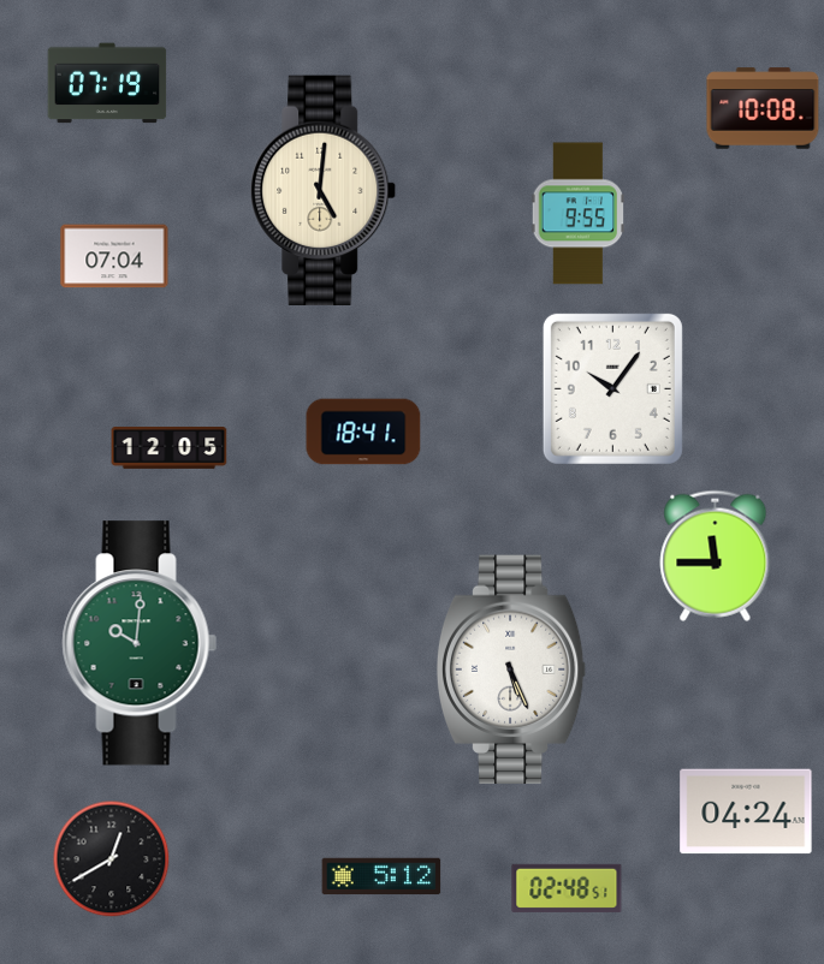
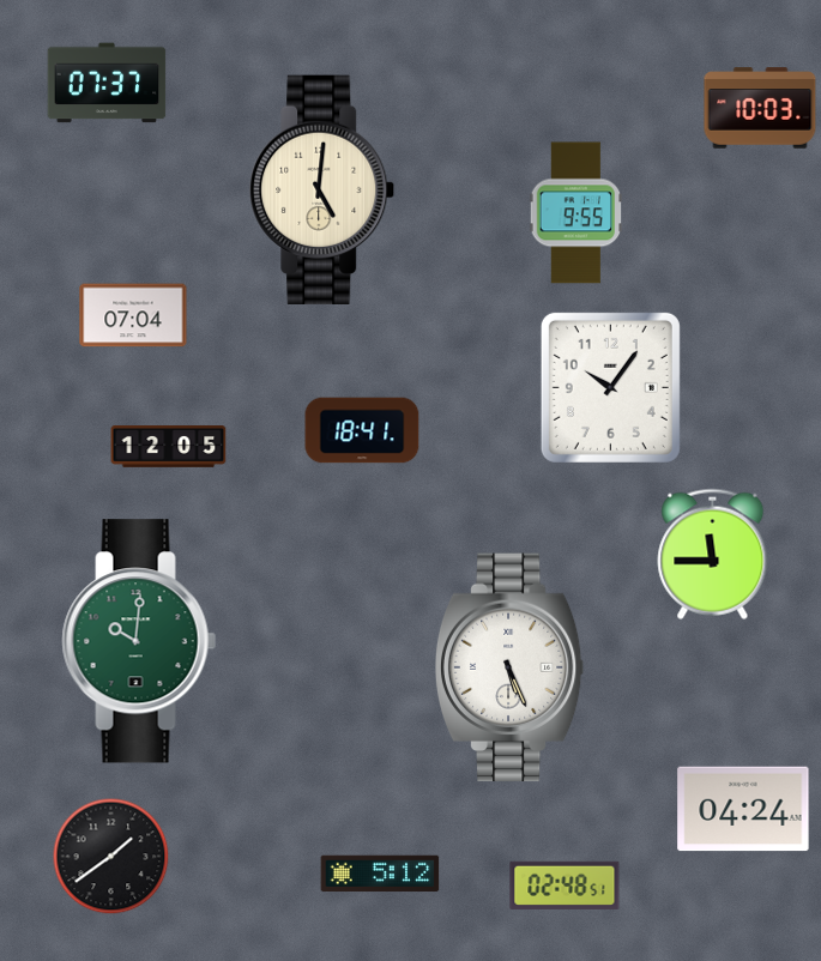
clock at (107, 83): 07:19 -> 07:37
clock at (763, 108): 10:08 -> 10:03
clock at (114, 256) position: (114, 256) -> (133, 315)
clock at (112, 859): 12:40 -> 1:39
